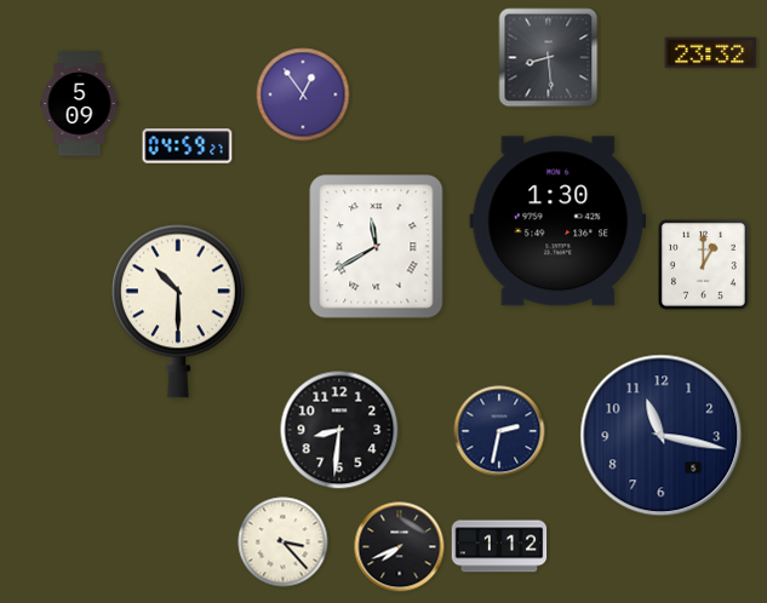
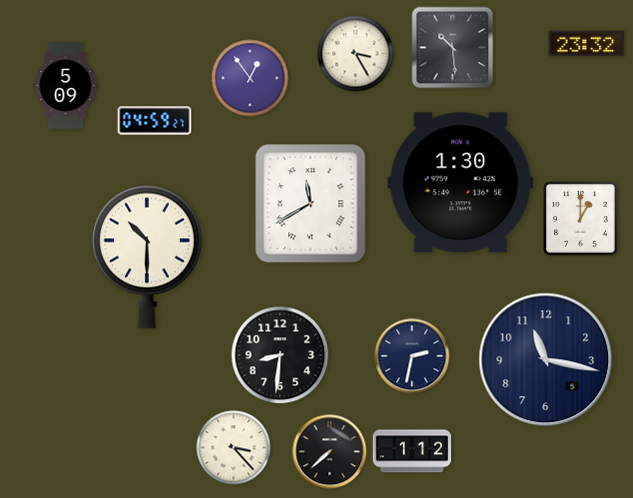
clock at (549, 58): 8:29 -> 10:29
clock at (356, 54): none -> 3:25
clock at (400, 547): 7:41 -> 7:38
